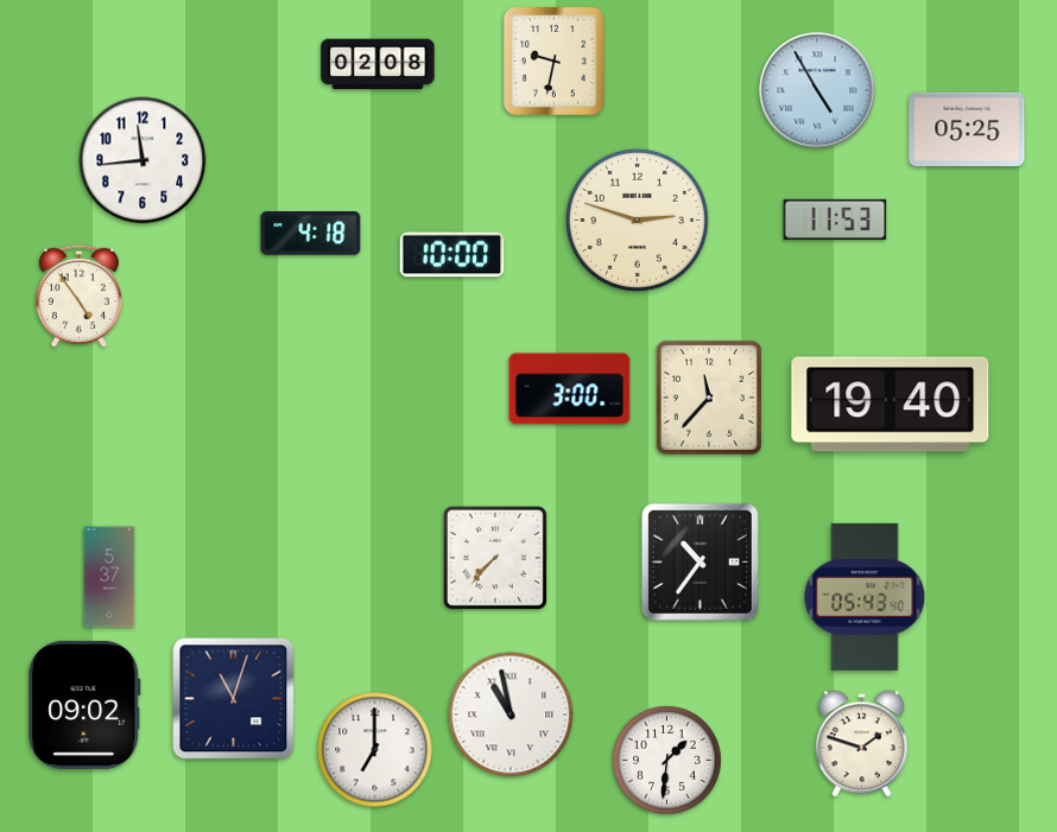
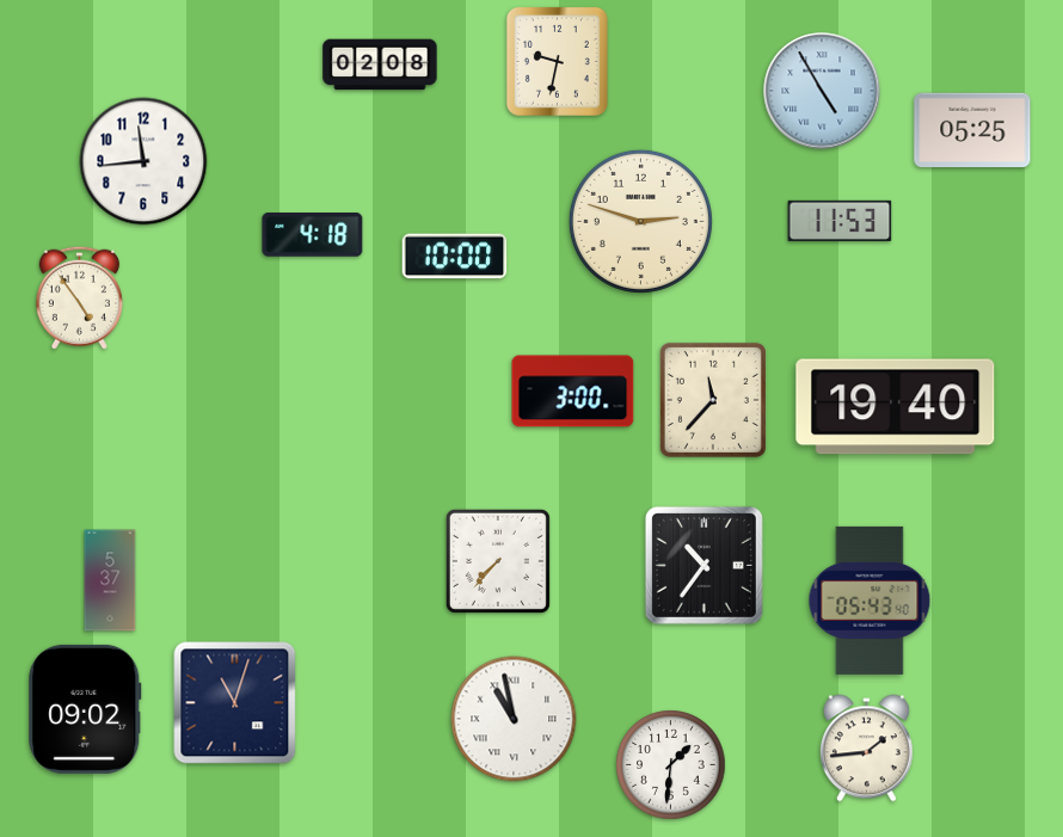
clock at (861, 744): 1:48 -> 1:44
clock at (375, 750): 7:00 -> none
